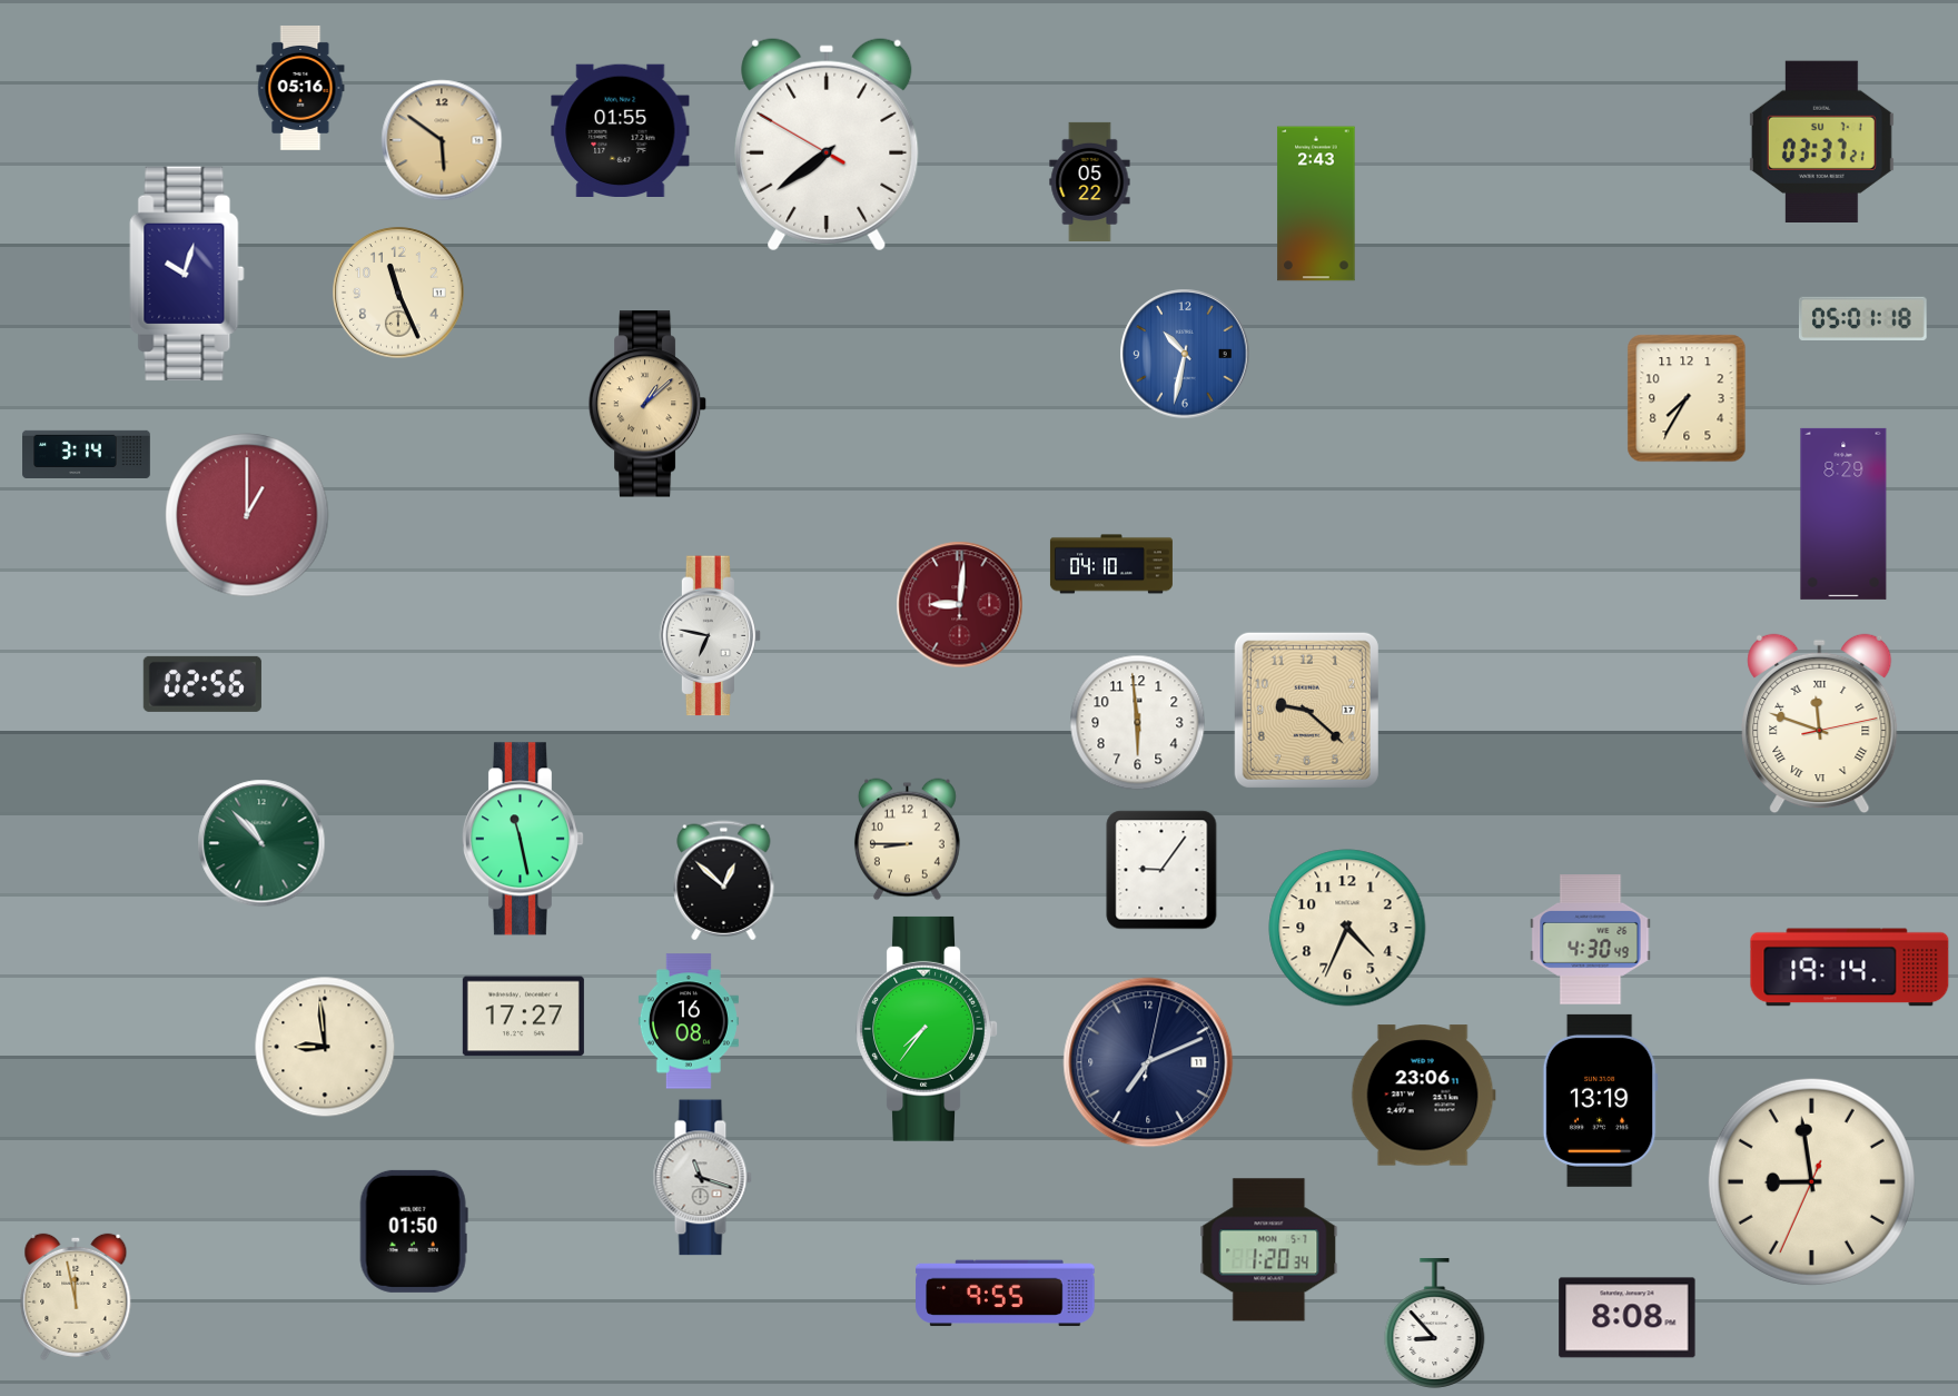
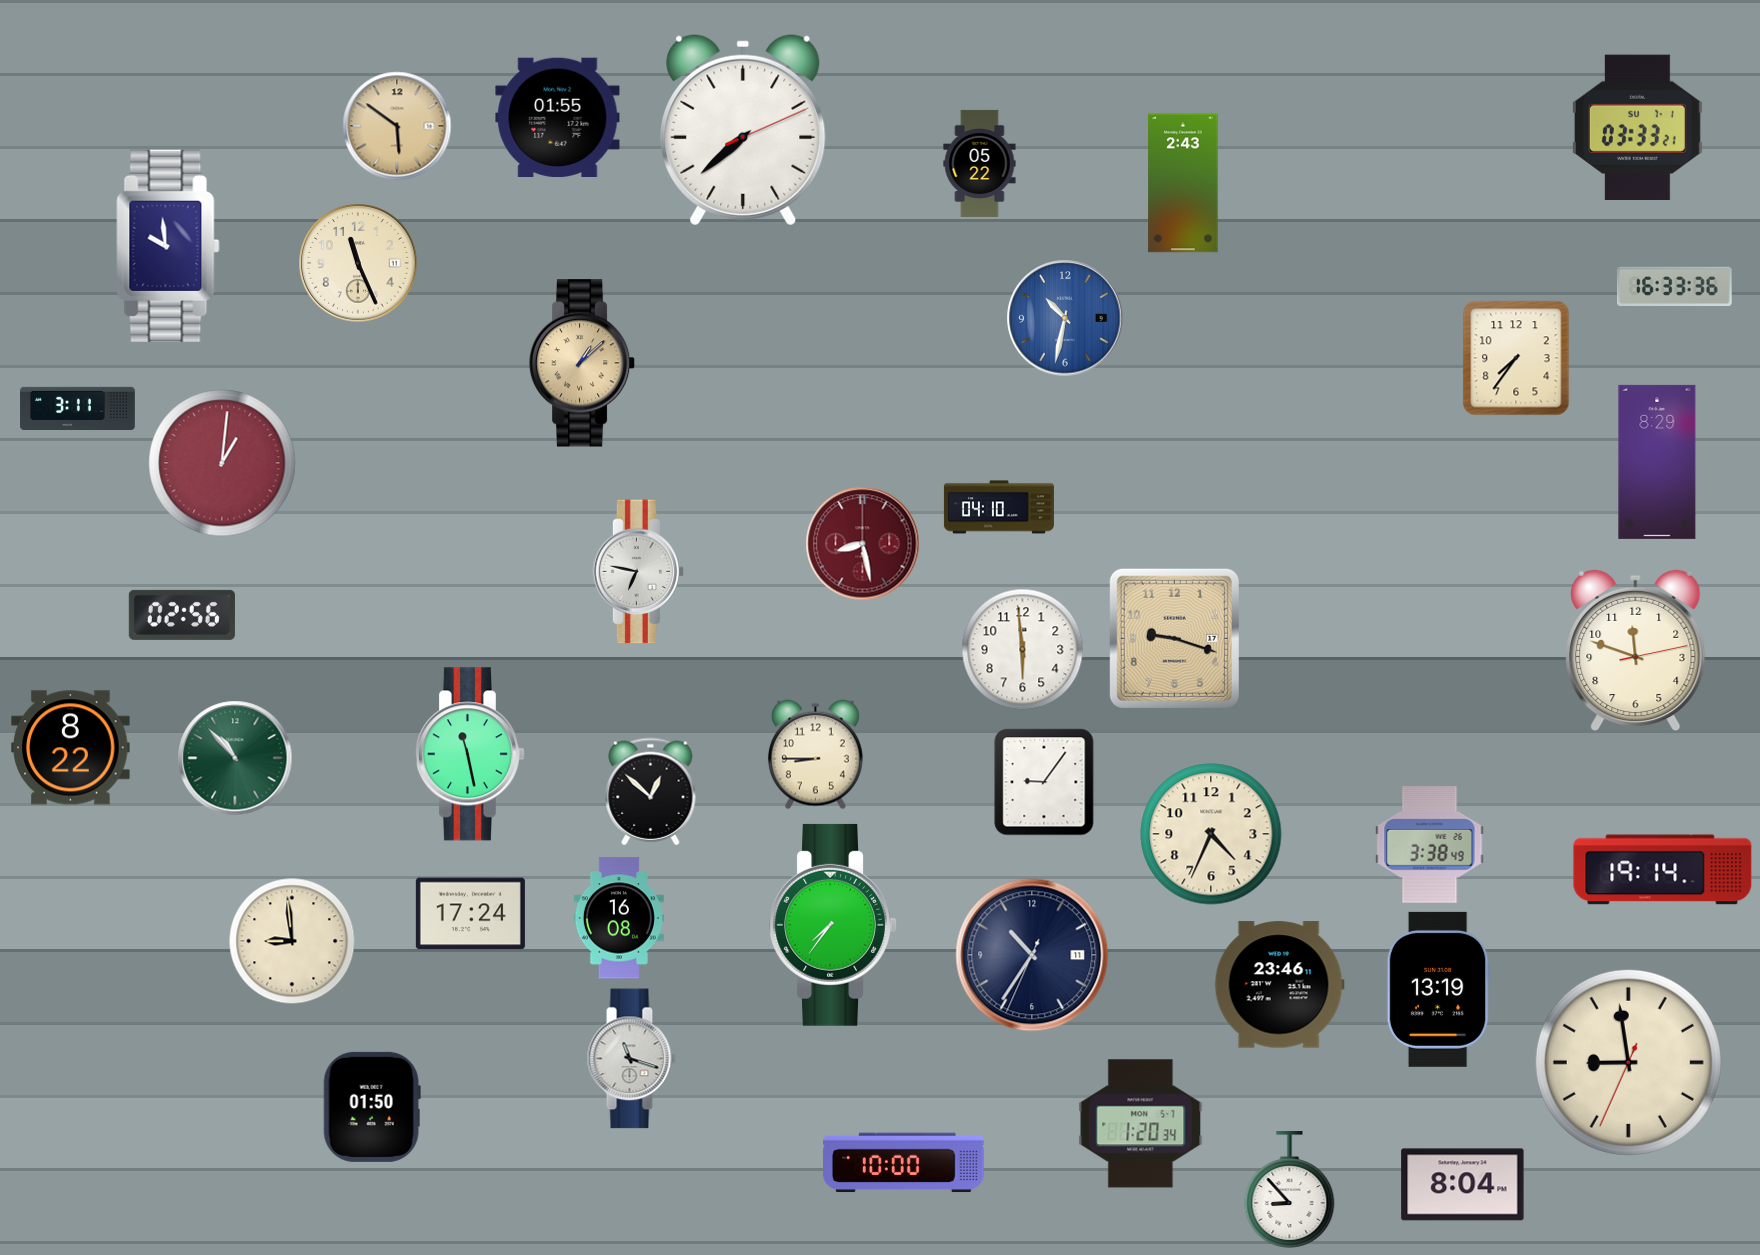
clock at (300, 88): 05:16 -> none
clock at (1821, 141): 03:37 -> 03:33
clock at (827, 145): 7:38:50 -> 7:38:11
clock at (187, 274): 10:03 -> 9:59
clock at (1862, 318): 05:01 -> 16:33
clock at (1687, 398): 7:35 -> 7:36
clock at (87, 454): 3:14 -> 3:11
clock at (247, 515): 1:00 -> 1:01
clock at (960, 605): 9:01 -> 8:28
clock at (1306, 710): 9:22 -> 9:18
clock at (1820, 724) numerals: Roman -> Arabic
clock at (71, 748): none -> 8:22
clock at (1591, 940): 4:30 -> 3:38
clock at (523, 1017): 17:27 -> 17:24
clock at (1148, 1062): 7:11 -> 10:35
clock at (1423, 1096): 23:06 -> 23:46
clock at (1006, 1294): 9:55 -> 10:00
clock at (76, 1297): 11:58 -> none
clock at (1628, 1318): 8:08 -> 8:04
